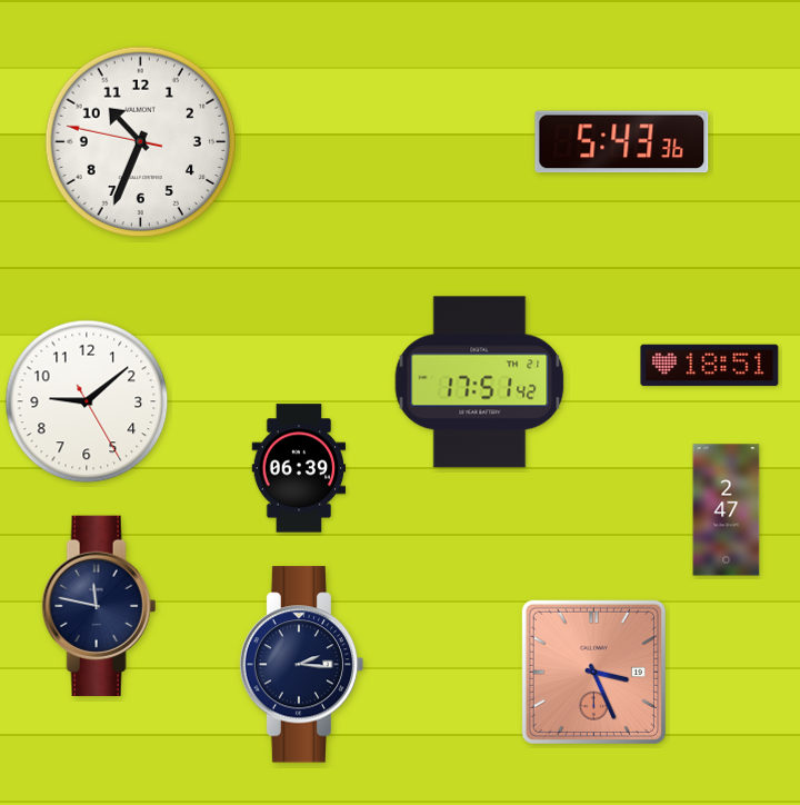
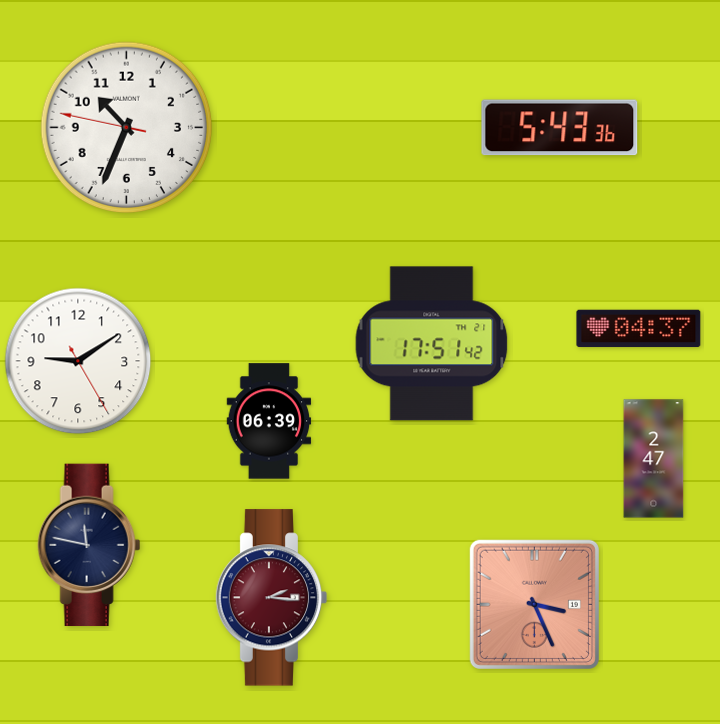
clock at (710, 366): 18:51 -> 04:37
clock at (87, 401): 9:08 -> 9:09
clock at (302, 665) dial: navy -> burgundy
